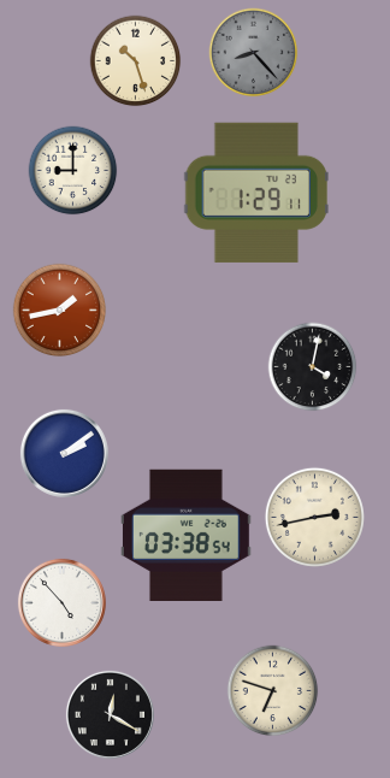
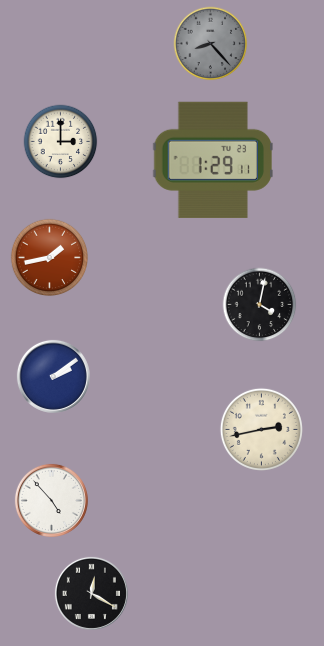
clock at (136, 61): 10:27 -> none
clock at (73, 171): 9:00 -> 3:00
clock at (187, 535): 03:38 -> none
clock at (273, 691): 6:48 -> none
